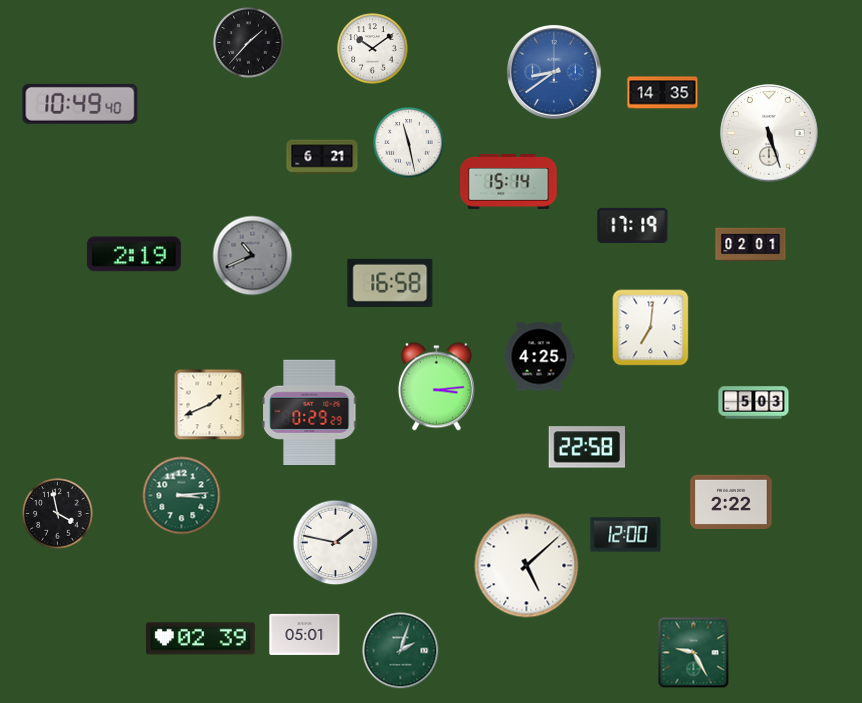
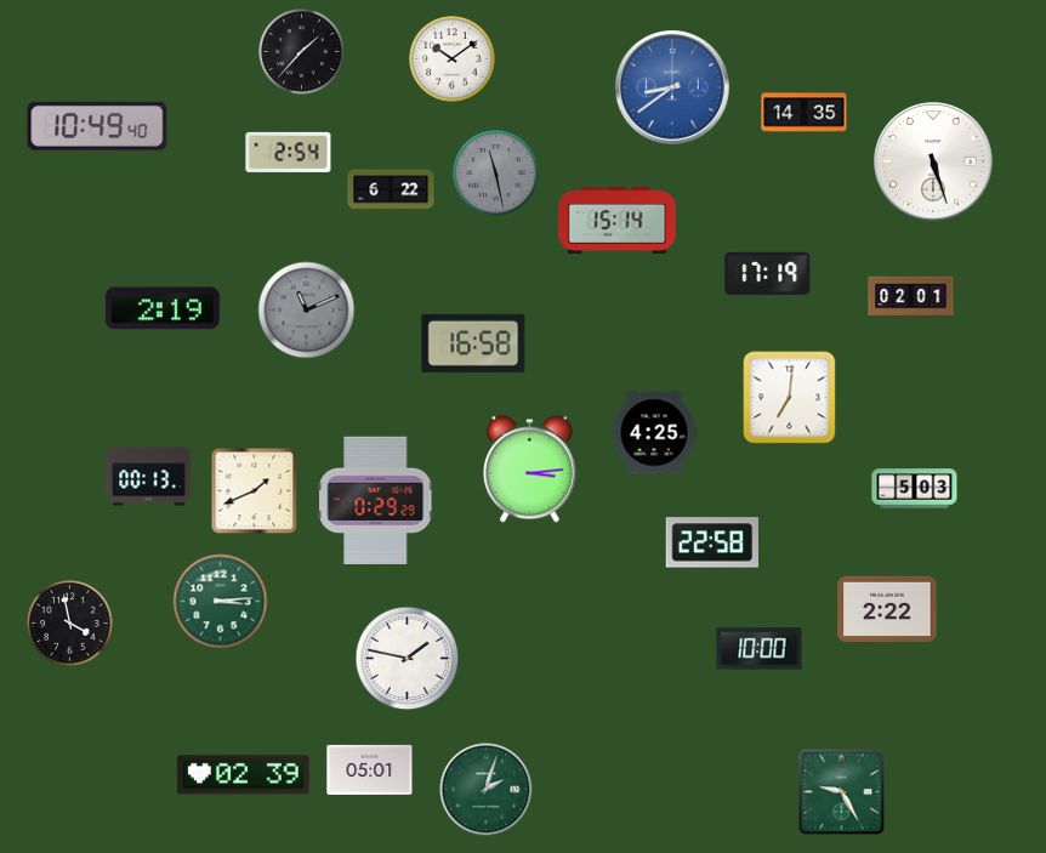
clock at (289, 152): none -> 2:54
clock at (409, 143) dial: white -> grey
clock at (322, 157): 6:21 -> 6:22
clock at (253, 256): 10:41 -> 11:11
clock at (149, 477): none -> 00:13
clock at (626, 535): 12:00 -> 10:00
clock at (527, 566): 5:08 -> none
